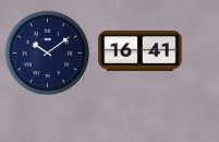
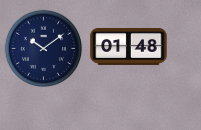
clock at (141, 50): 16:41 -> 01:48
